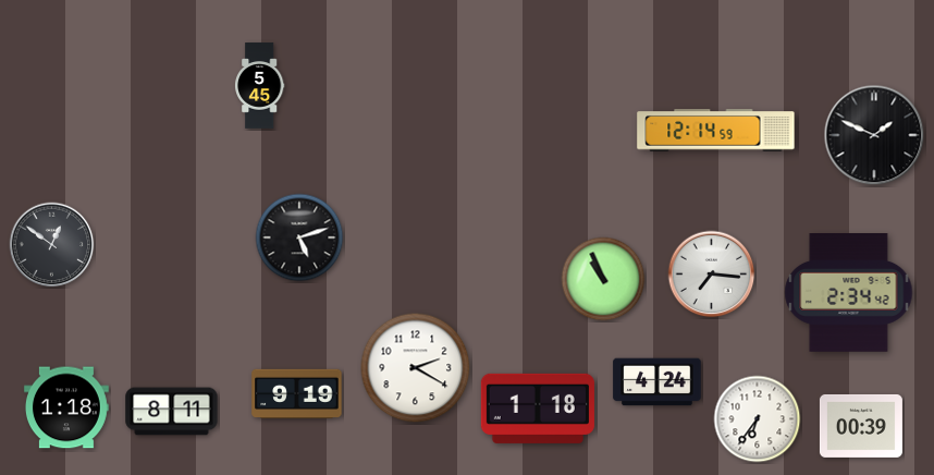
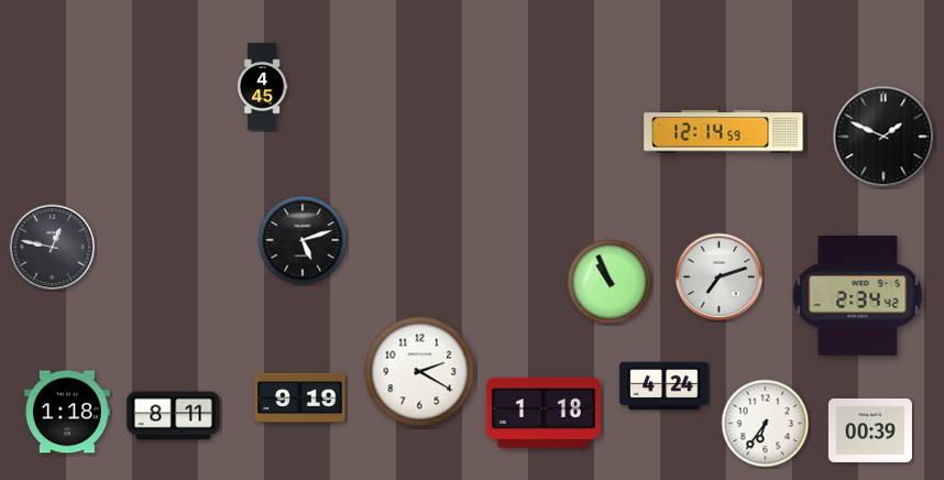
clock at (259, 86): 5:45 -> 4:45
clock at (52, 245): 12:51 -> 12:47
clock at (712, 275): 7:16 -> 7:12
